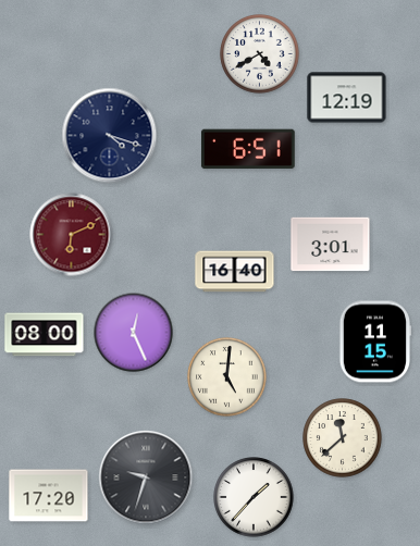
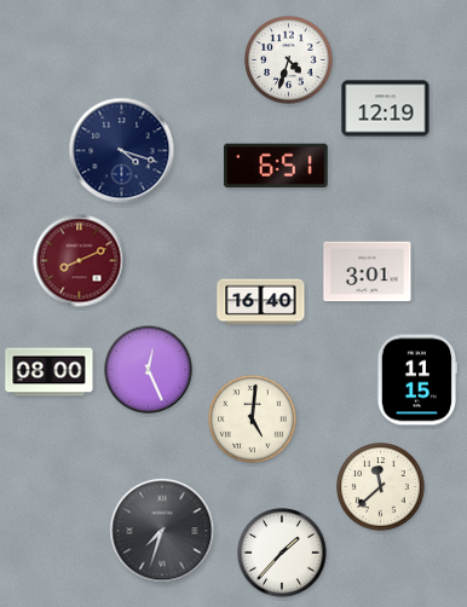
clock at (260, 54): 4:40 -> 4:33
clock at (72, 235): 6:11 -> 8:11
clock at (146, 477): 9:33 -> 7:33
clock at (49, 496): 17:20 -> none
